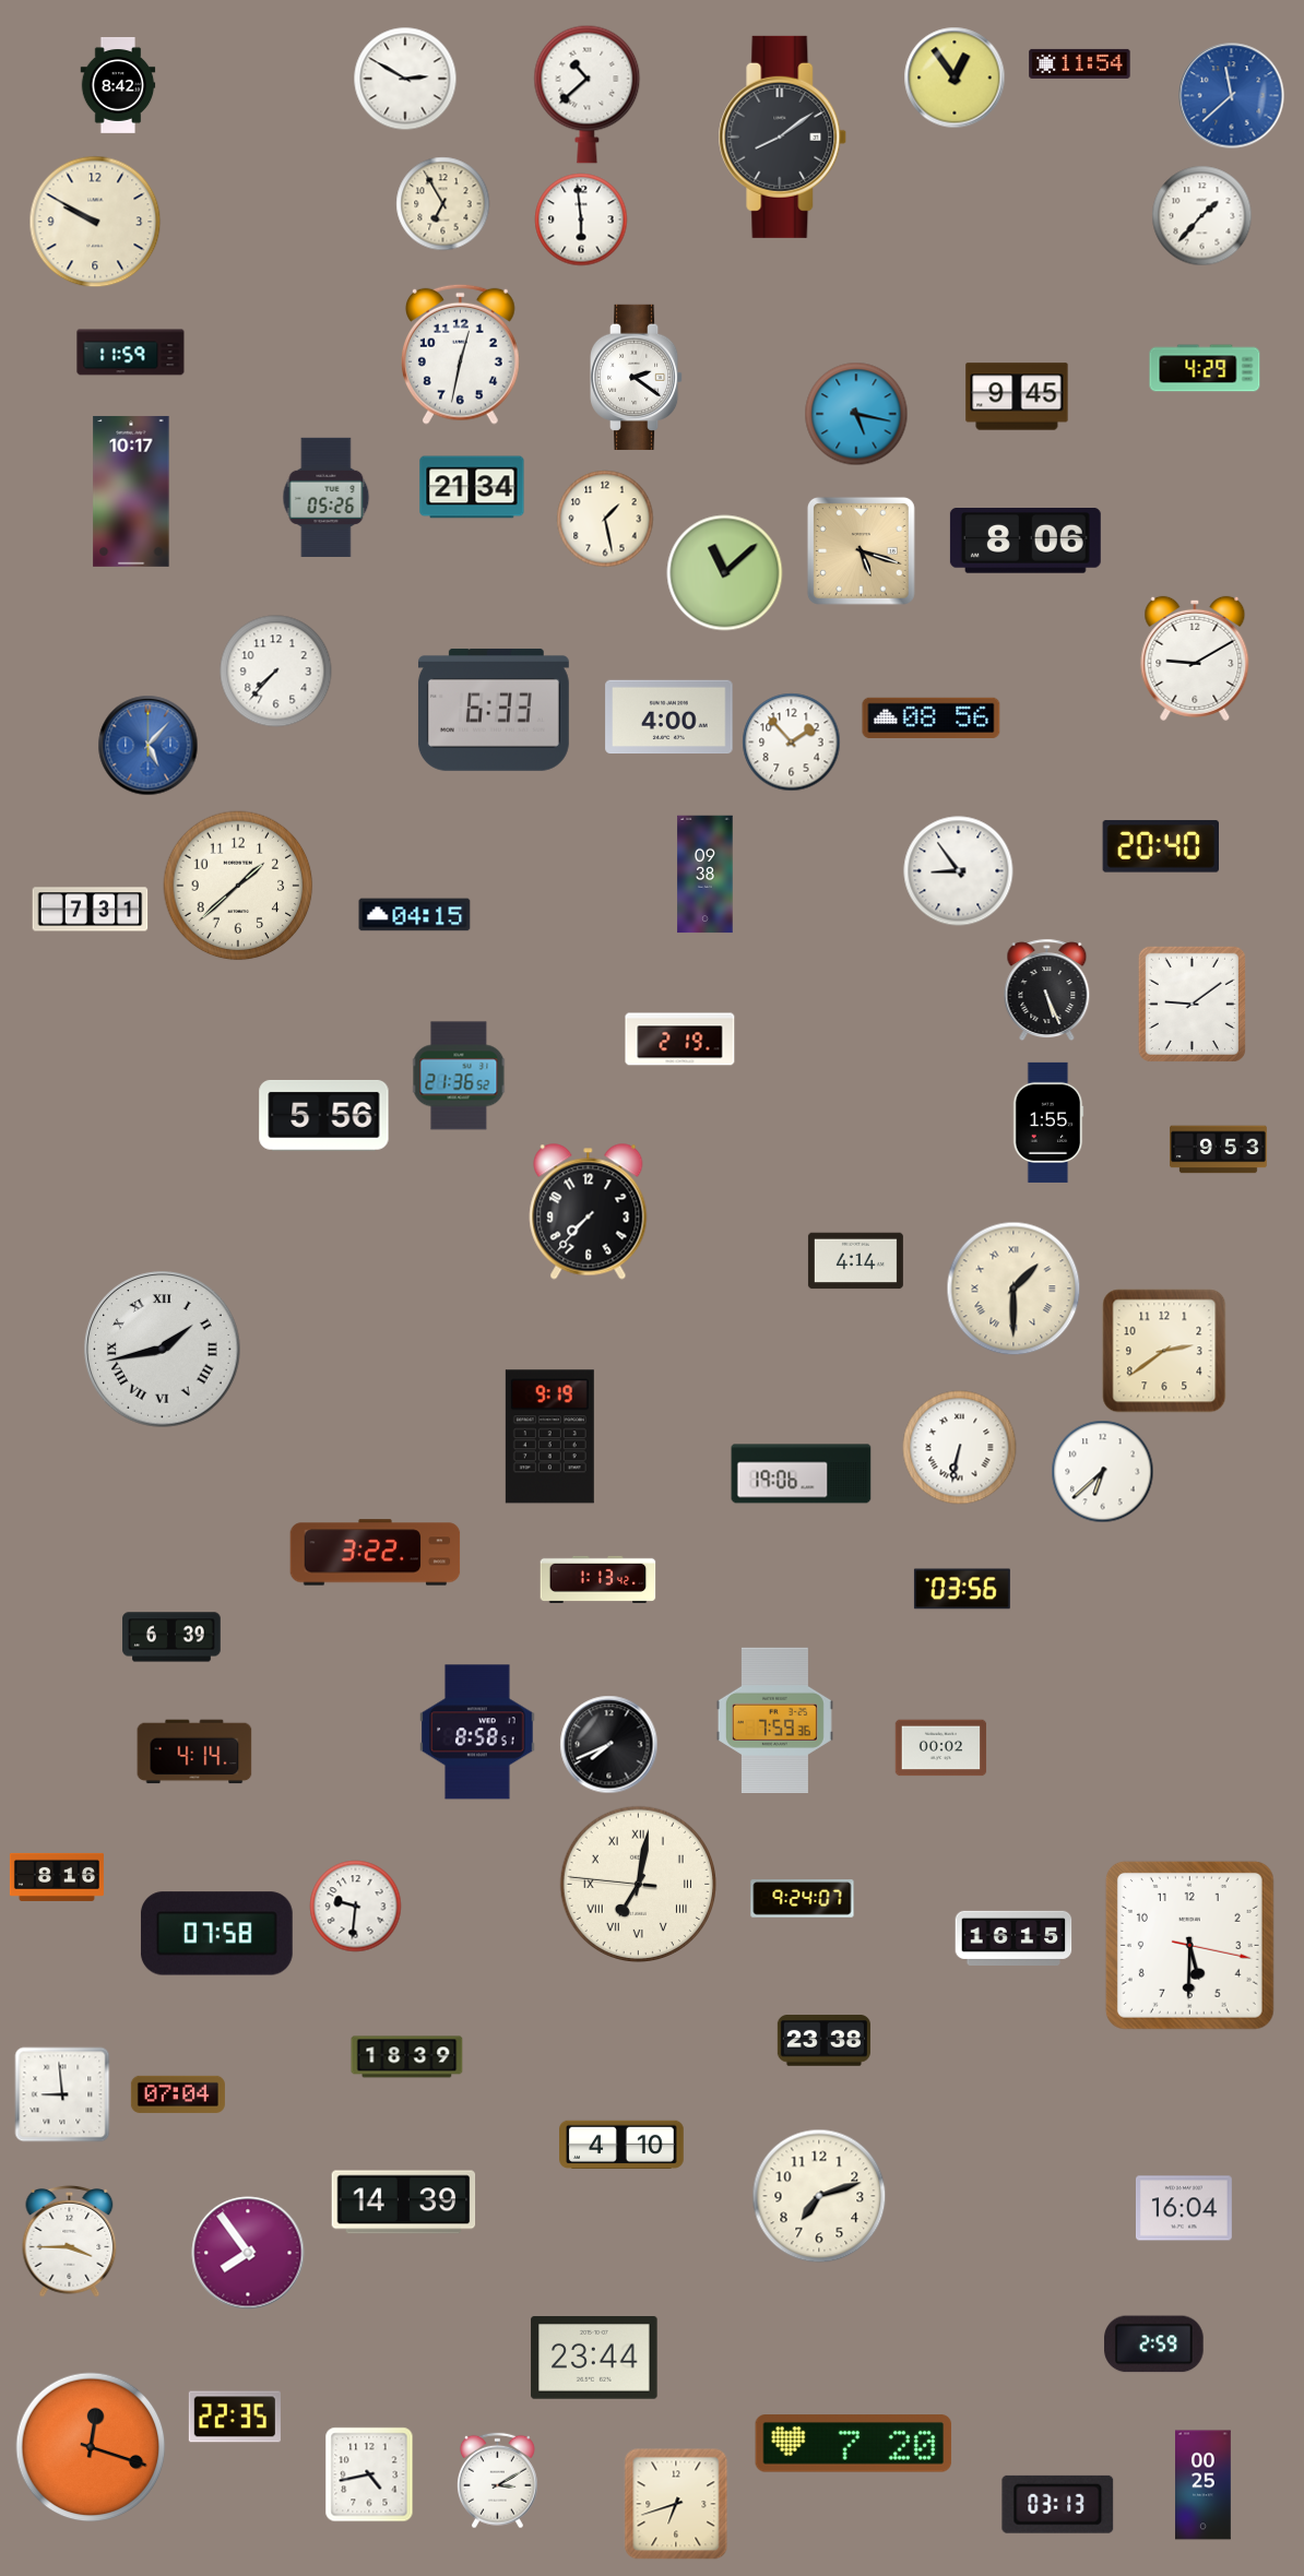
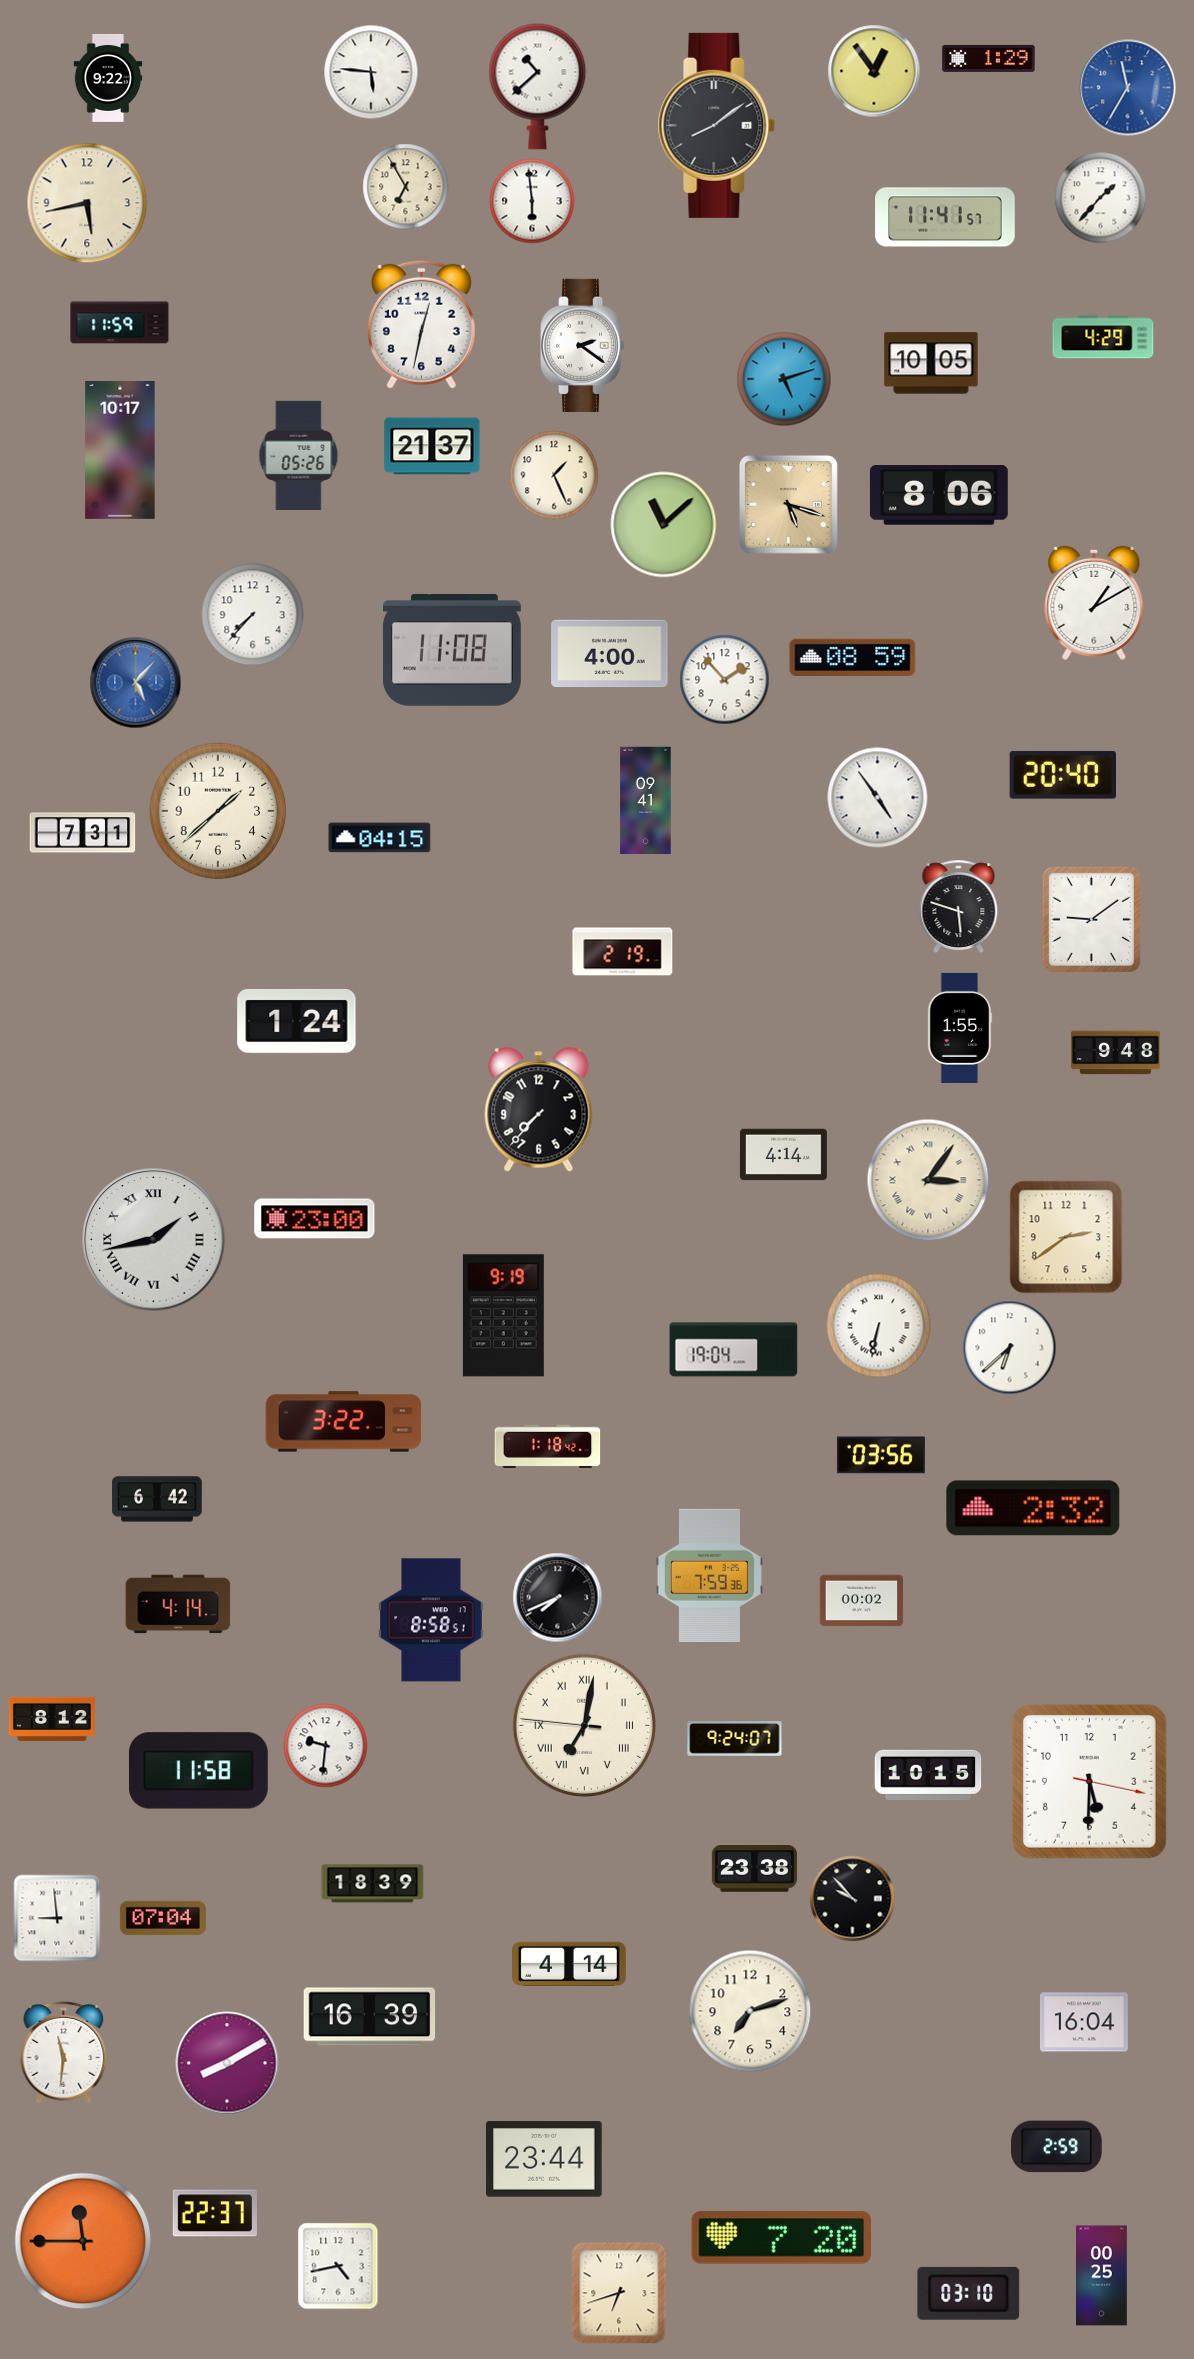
clock at (1080, 63): 11:54 -> 1:29
clock at (405, 79): 2:50 -> 5:46
clock at (118, 85): 8:42 -> 9:22
clock at (1232, 96): 11:38 -> 11:35
clock at (95, 222): 9:50 -> 5:43
clock at (945, 217): none -> 11:41
clock at (1017, 396): 9:45 -> 10:05
clock at (856, 414): 5:17 -> 5:12
clock at (472, 487): 21:34 -> 21:37
clock at (605, 519): 1:28 -> 1:26
clock at (1195, 658): 9:10 -> 1:10
clock at (494, 710): 6:33 -> 11:08
clock at (669, 717) position: (669, 717) -> (610, 654)
clock at (932, 717): 08:56 -> 08:59
clock at (959, 871): 8:54 -> 4:54
clock at (706, 875): 09:38 -> 09:41
clock at (1047, 989): 5:26 -> 5:48
clock at (459, 1076): 21:36 -> none
clock at (324, 1115): 5:56 -> 1:24
clock at (1219, 1150): 9:53 -> 9:48
clock at (1013, 1289): 1:30 -> 3:06
clock at (315, 1219): none -> 23:00
clock at (163, 1350) position: (163, 1350) -> (154, 1240)
clock at (802, 1474): 19:06 -> 19:04
clock at (598, 1579): 1:13 -> 1:18
clock at (171, 1637): 6:39 -> 6:42
clock at (1033, 1508): none -> 2:32
clock at (477, 1732) position: (477, 1732) -> (431, 1620)
clock at (57, 1877): 8:16 -> 8:12
clock at (216, 1934): 07:58 -> 11:58
clock at (1013, 1938): 16:15 -> 10:15
clock at (853, 1899): none -> 9:53
clock at (623, 2144): 4:10 -> 4:14
clock at (404, 2203): 14:39 -> 16:39
clock at (70, 2242): 3:45 -> 11:31
clock at (248, 2253): 7:54 -> 8:10
clock at (235, 2417): 22:35 -> 22:37
clock at (91, 2447): 12:18 -> 11:45
clock at (497, 2481): 3:10 -> none
clock at (1058, 2504): 03:13 -> 03:10
